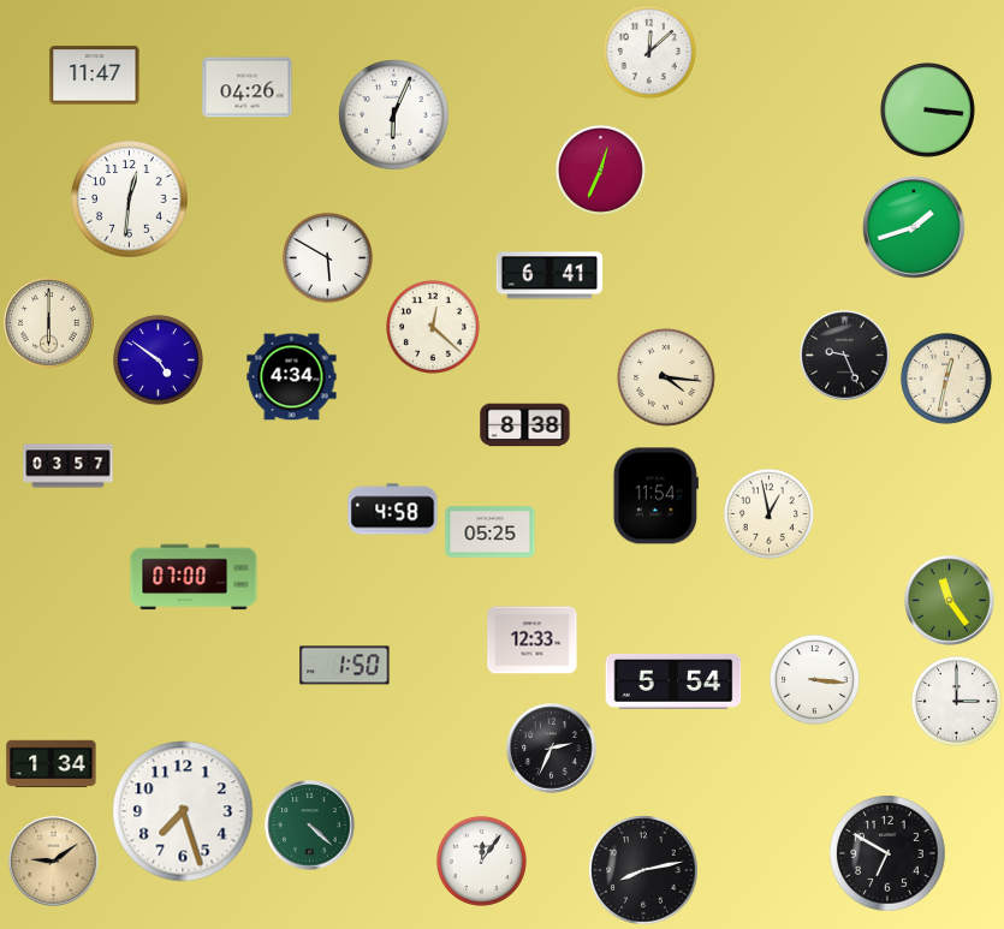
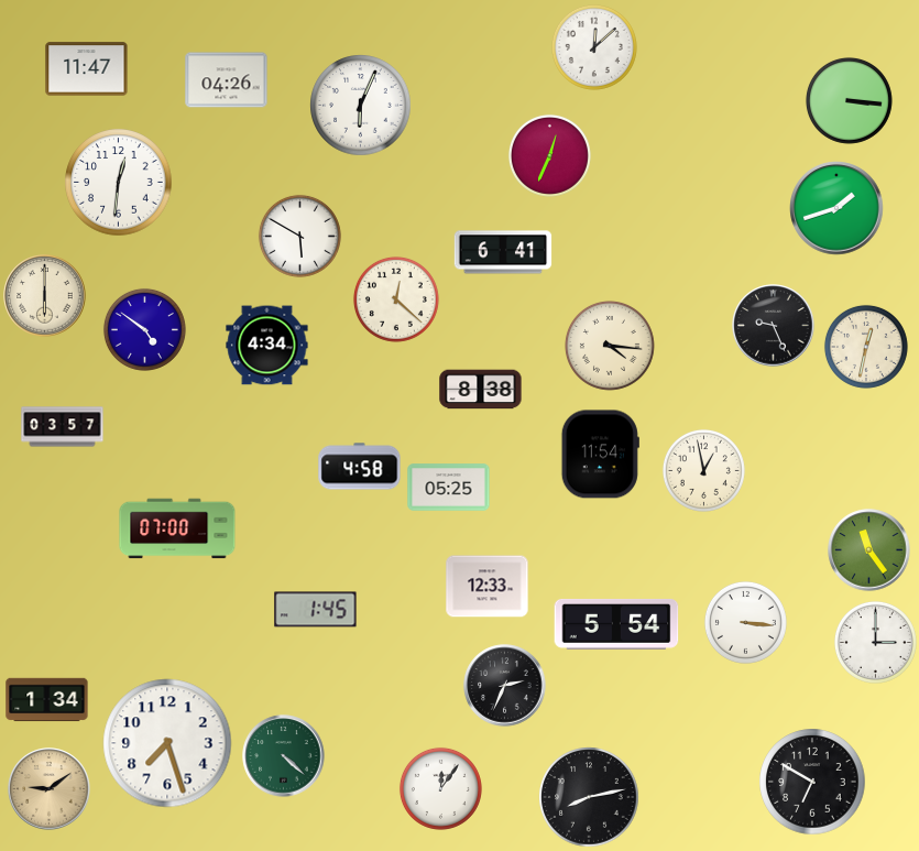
clock at (345, 666): 1:50 -> 1:45
